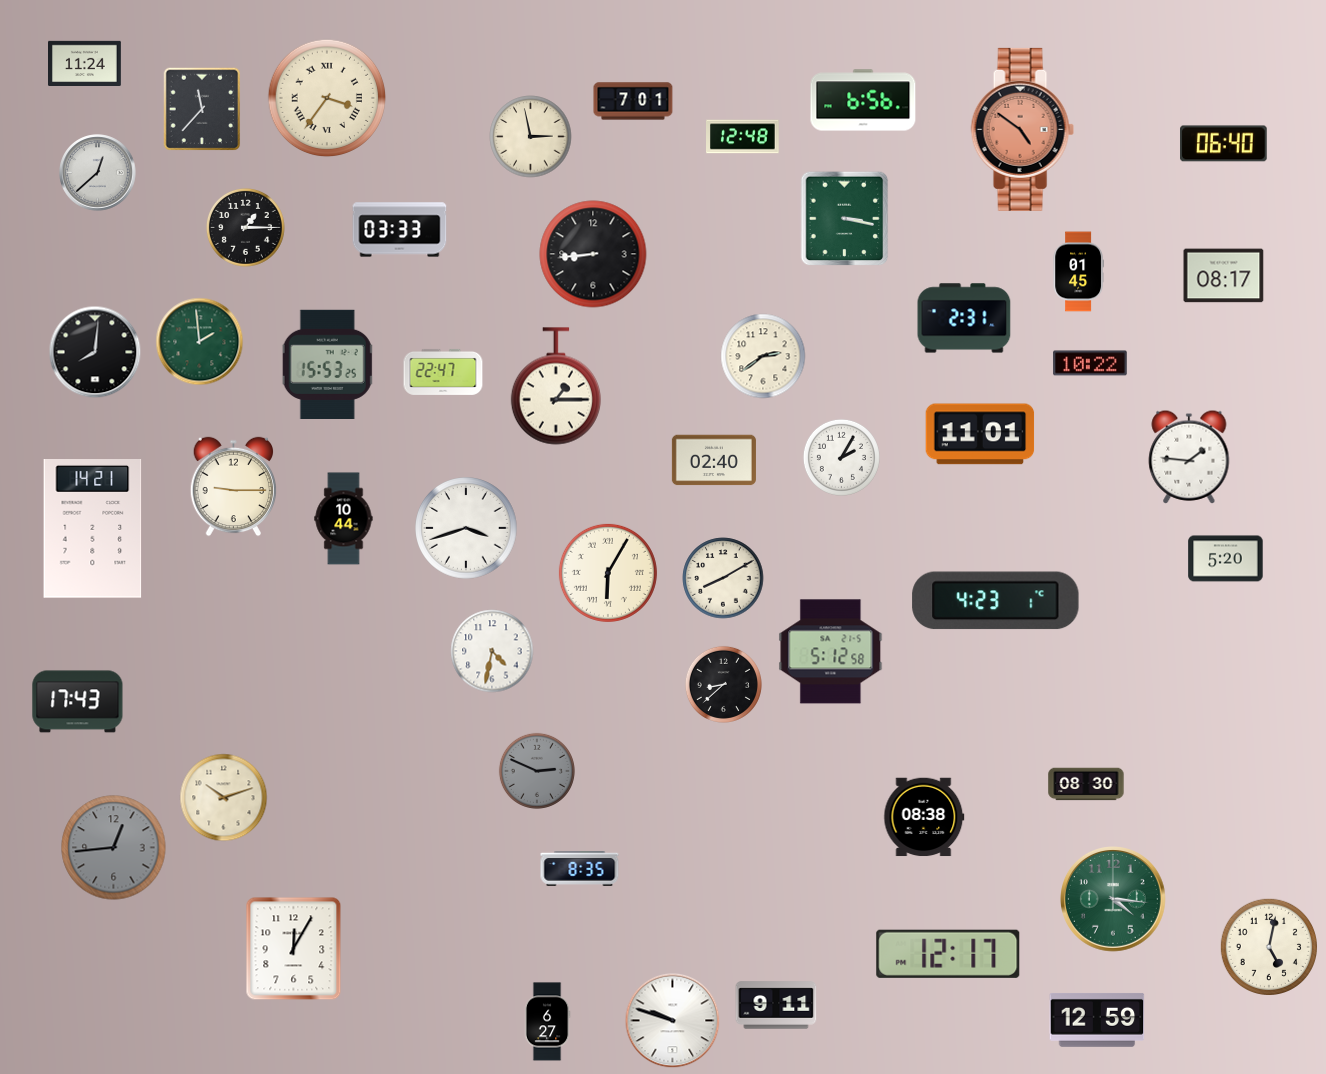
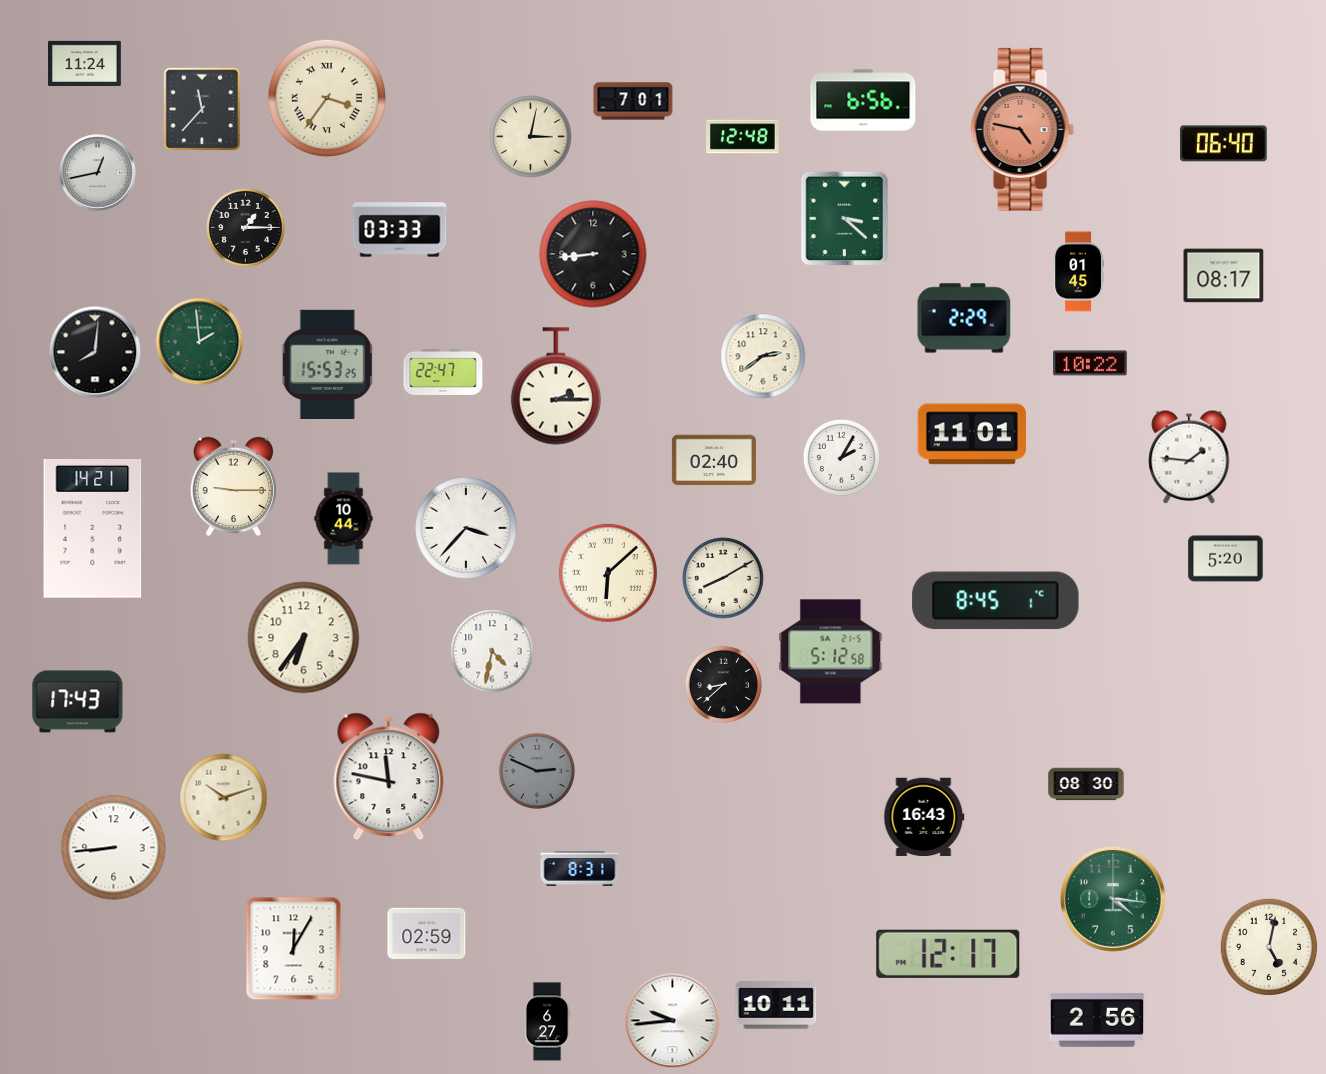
clock at (1022, 129): 4:51 -> 4:47
clock at (531, 137): 2:58 -> 3:02
clock at (98, 173): 12:38 -> 12:43
clock at (845, 219): 3:17 -> 3:22
clock at (964, 318): 2:31 -> 2:29
clock at (555, 386): 1:15 -> 2:15
clock at (980, 434) position: (980, 434) -> (972, 434)
clock at (466, 528): 3:42 -> 3:37
clock at (608, 573): 6:05 -> 6:08
clock at (996, 601): 4:23 -> 8:45
clock at (304, 638): none -> 6:36
clock at (389, 777): none -> 11:47
clock at (924, 817): 08:38 -> 16:43
clock at (114, 848): 12:44 -> 8:44
clock at (114, 848) dial: grey -> white
clock at (580, 869): 8:35 -> 8:31
clock at (427, 933): none -> 02:59
clock at (776, 1005): 9:11 -> 10:11
clock at (1097, 1020): 12:59 -> 2:56
clock at (673, 1021): 9:48 -> 9:44
